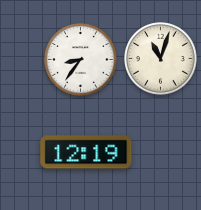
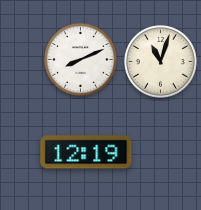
clock at (161, 59) position: (161, 59) -> (161, 62)
clock at (81, 60): 8:36 -> 8:11
